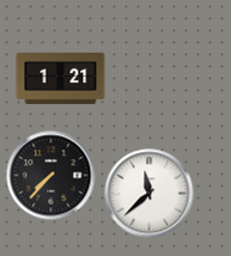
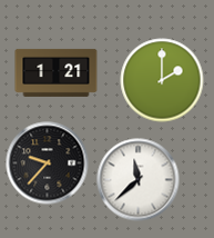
clock at (162, 80): none -> 2:00
clock at (51, 176): 7:37 -> 9:37
